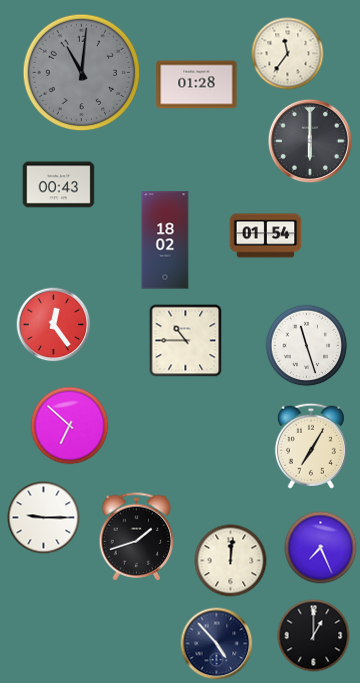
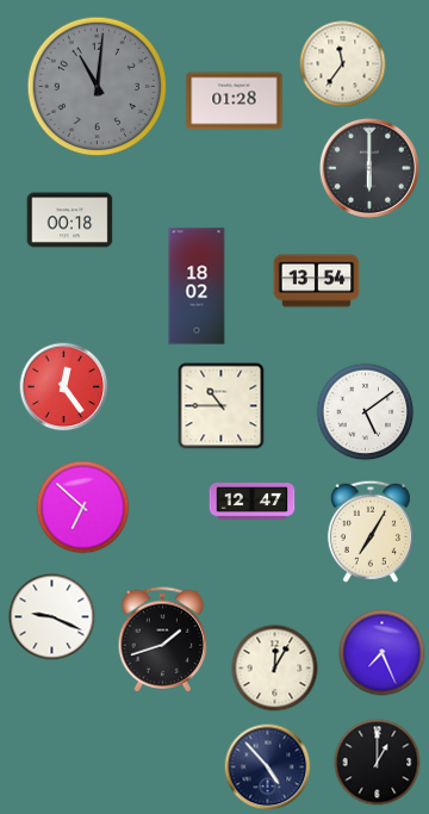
clock at (59, 185): 00:43 -> 00:18
clock at (266, 236): 01:54 -> 13:54
clock at (307, 346): 11:27 -> 5:09
clock at (253, 502): none -> 12:47
clock at (44, 518): 9:15 -> 9:19
clock at (231, 561): 12:01 -> 12:05
clock at (314, 636) position: (314, 636) -> (378, 763)
clock at (217, 644) position: (217, 644) -> (268, 768)
